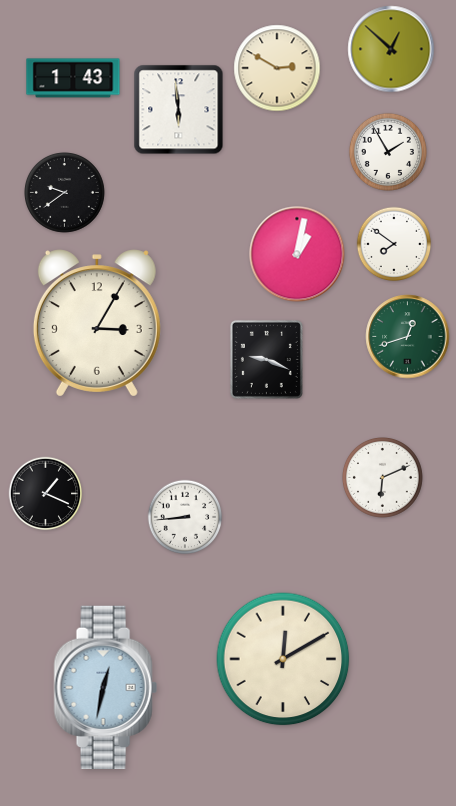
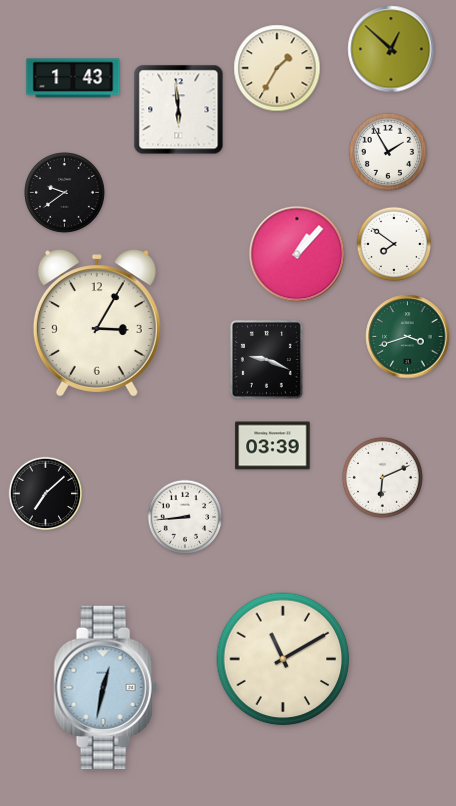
clock at (277, 68): 2:50 -> 1:35
clock at (297, 254): 1:02 -> 1:07
clock at (408, 337): 12:42 -> 3:42
clock at (273, 446): none -> 03:39
clock at (46, 494): 1:19 -> 7:08
clock at (283, 659): 12:10 -> 11:10
